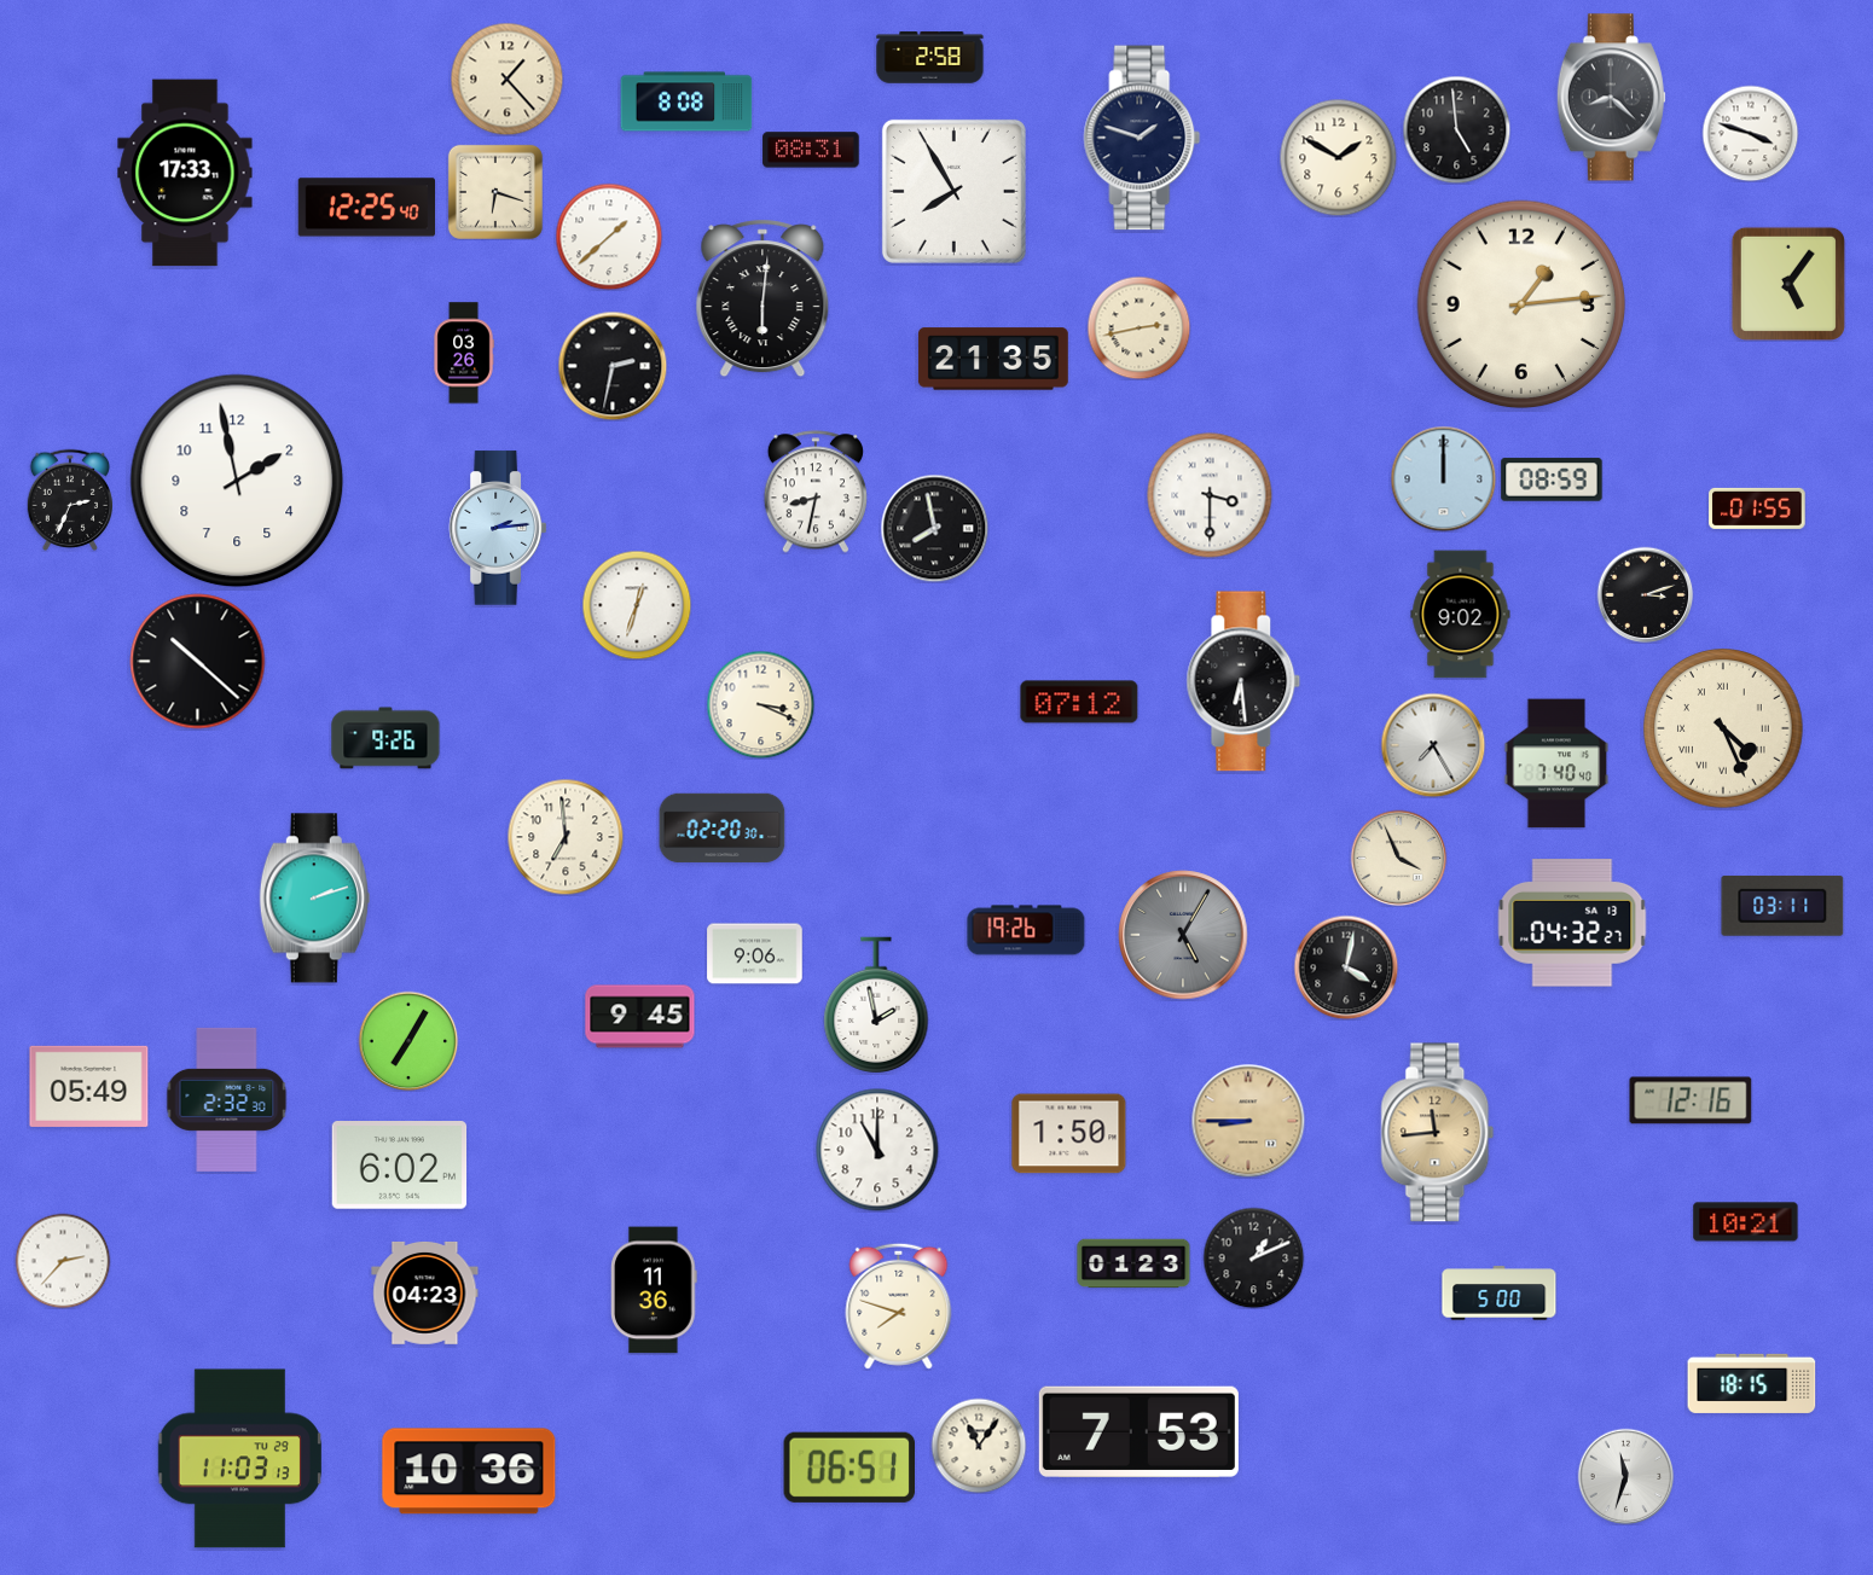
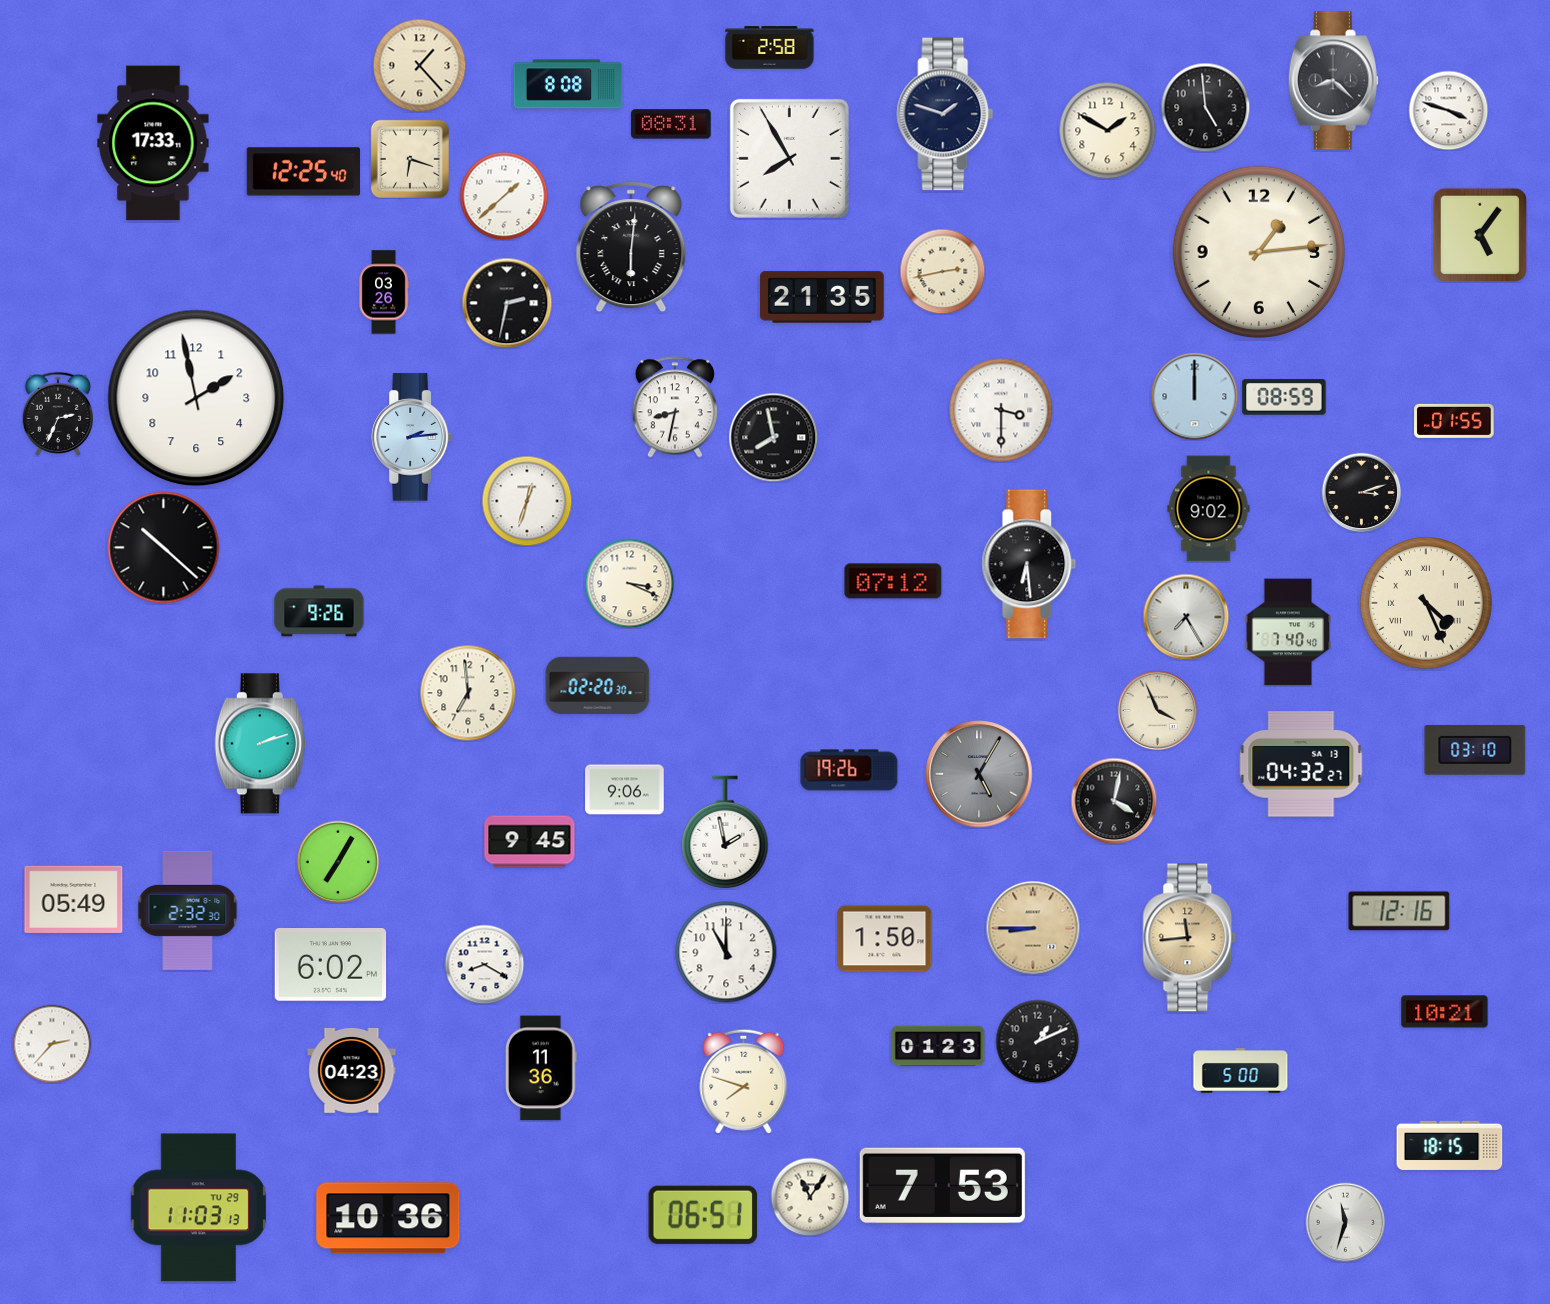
clock at (1782, 906): 03:11 -> 03:10
clock at (484, 964): none -> 8:20
